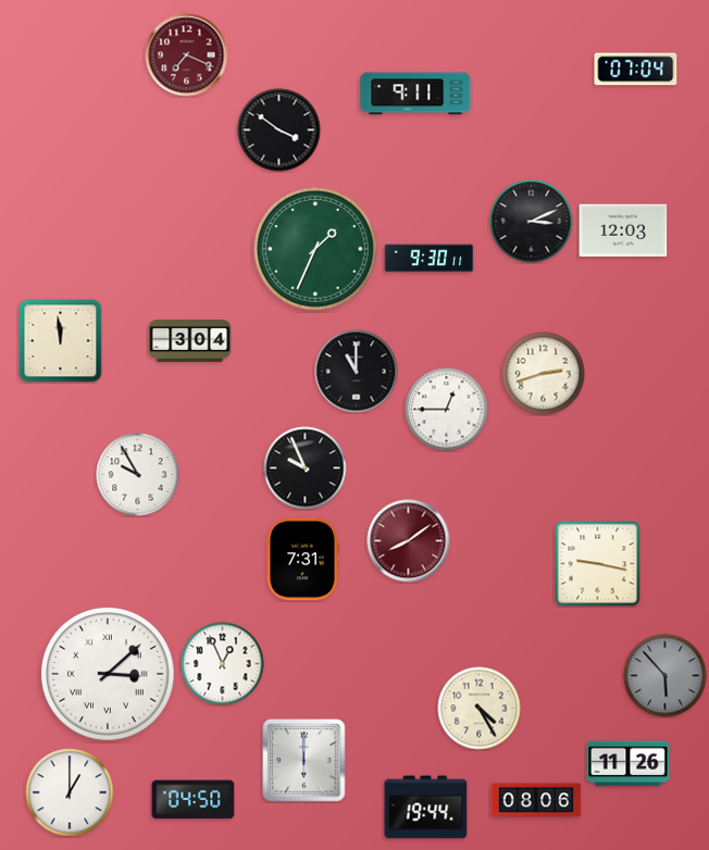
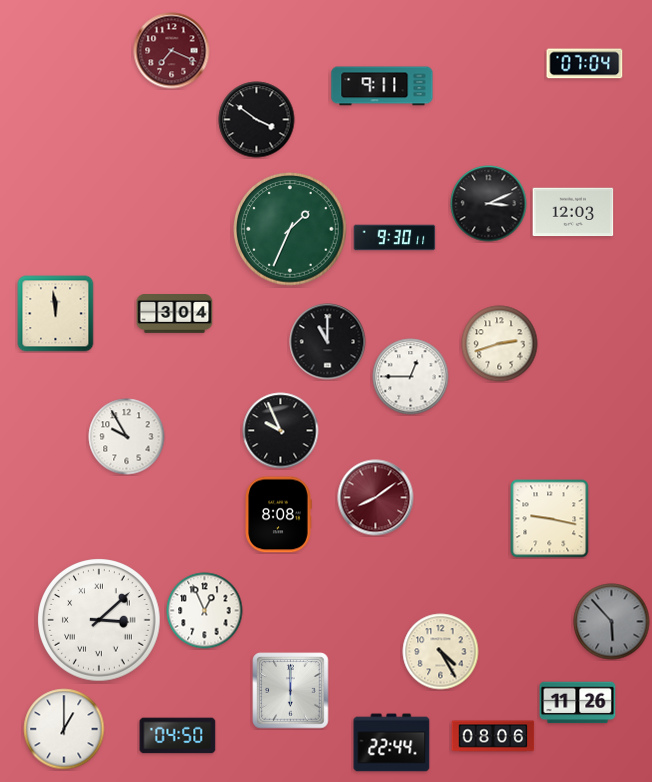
clock at (302, 560): 7:31 -> 8:08
clock at (304, 761) position: (304, 761) -> (291, 691)
clock at (426, 808): 19:44 -> 22:44
